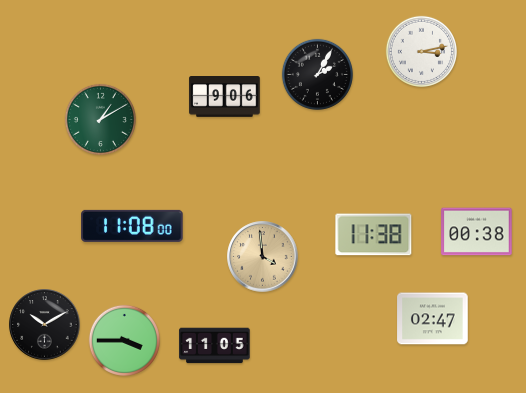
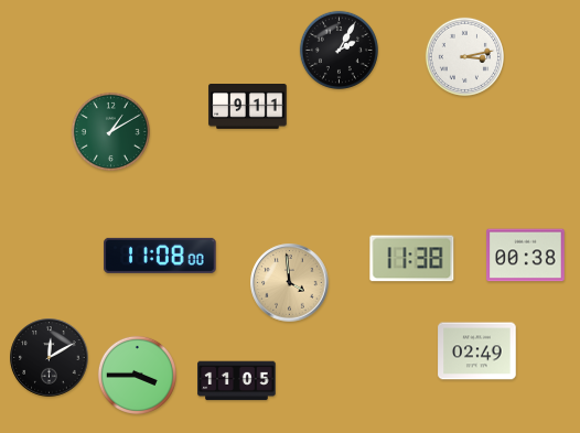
clock at (317, 74) position: (317, 74) -> (339, 50)
clock at (225, 97): 9:06 -> 9:11
clock at (132, 226) position: (132, 226) -> (160, 256)
clock at (433, 319): 02:47 -> 02:49
clock at (45, 325): 10:10 -> 12:10
